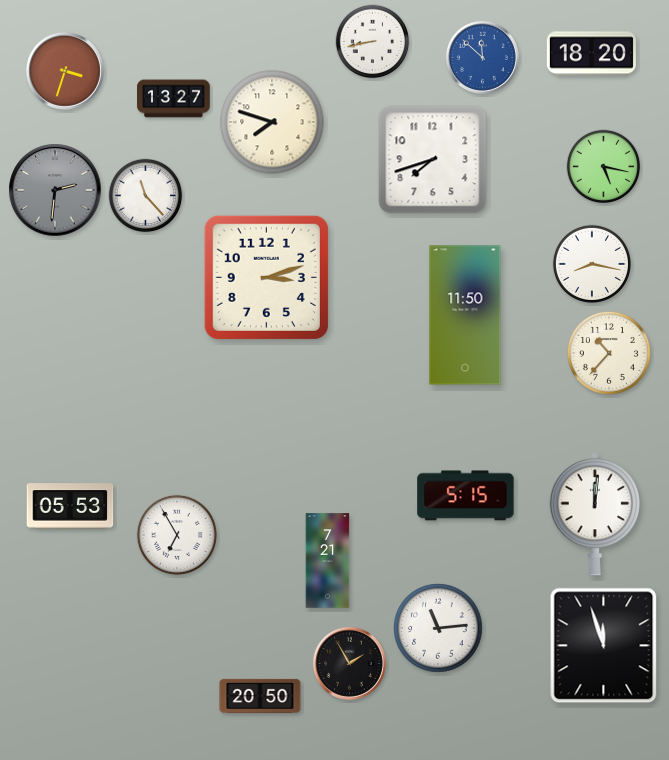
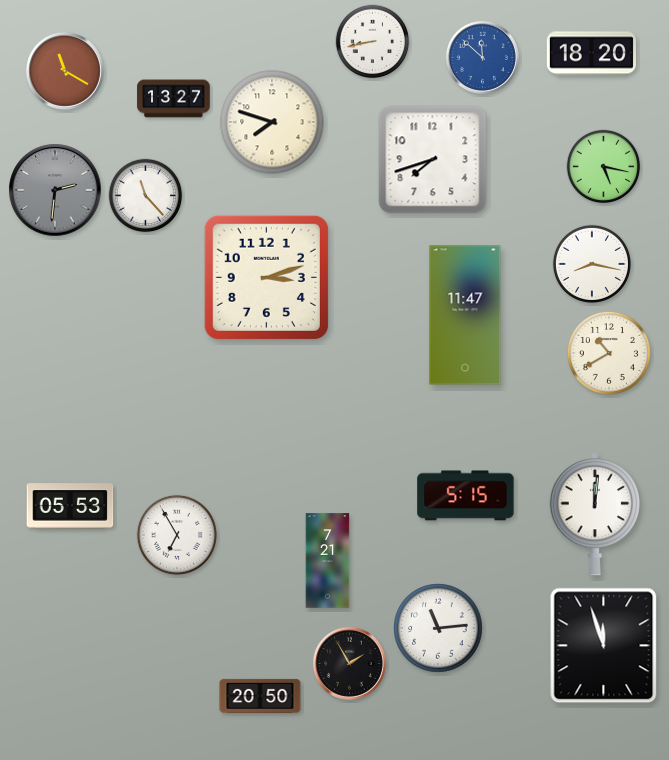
clock at (65, 71): 3:33 -> 11:20
clock at (465, 315): 11:50 -> 11:47
clock at (609, 353): 10:37 -> 10:40
